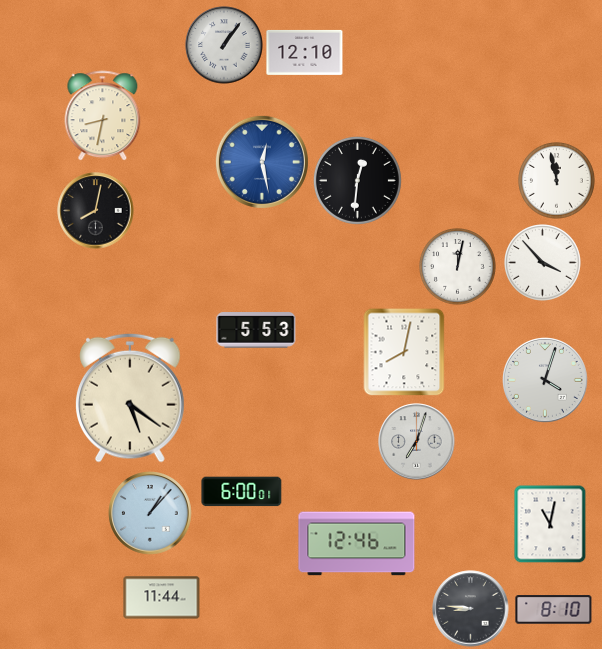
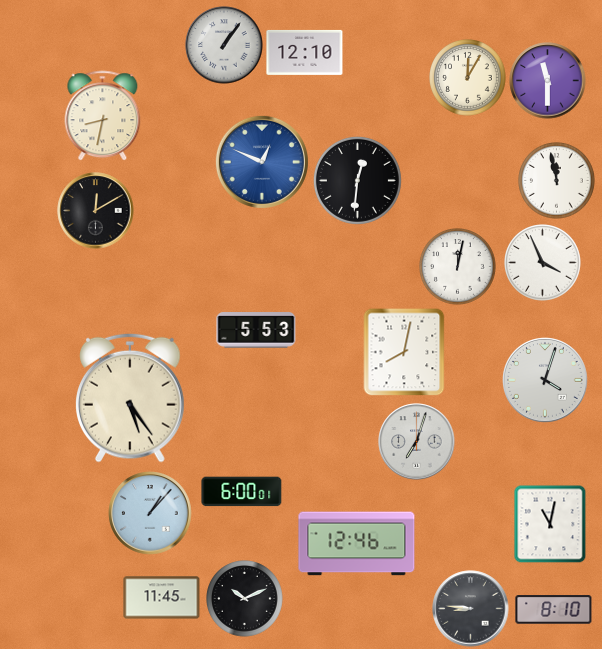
clock at (468, 78): none -> 12:05
clock at (548, 81): none -> 11:30
clock at (262, 162): 12:28 -> 12:49
clock at (96, 211): 8:02 -> 12:10
clock at (543, 263): 3:53 -> 3:56
clock at (131, 398): 5:21 -> 5:24
clock at (162, 598): 11:44 -> 11:45
clock at (245, 599): none -> 10:11
